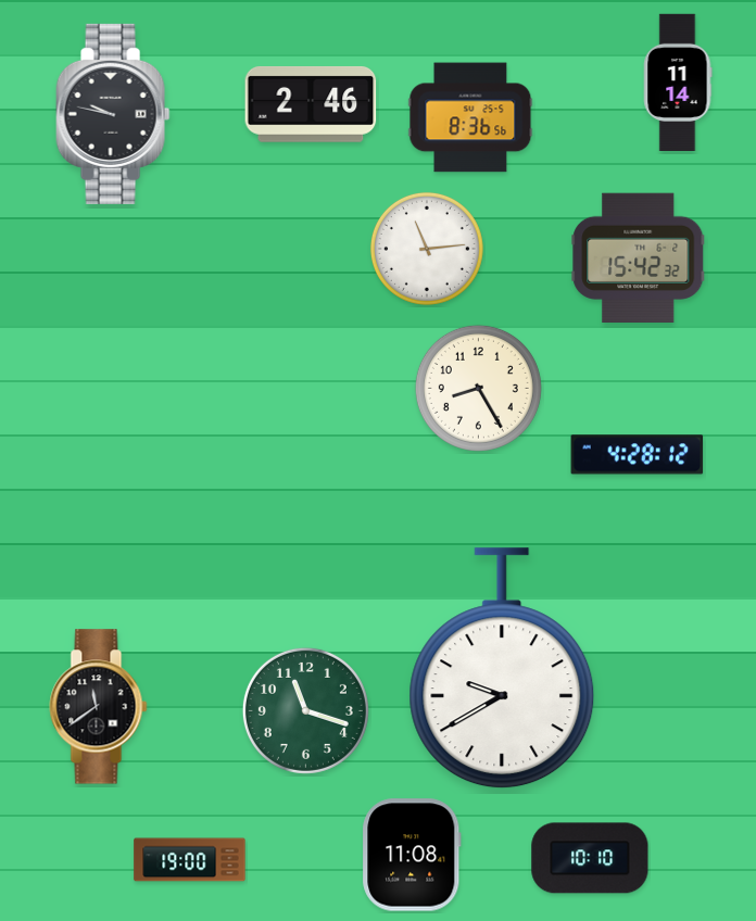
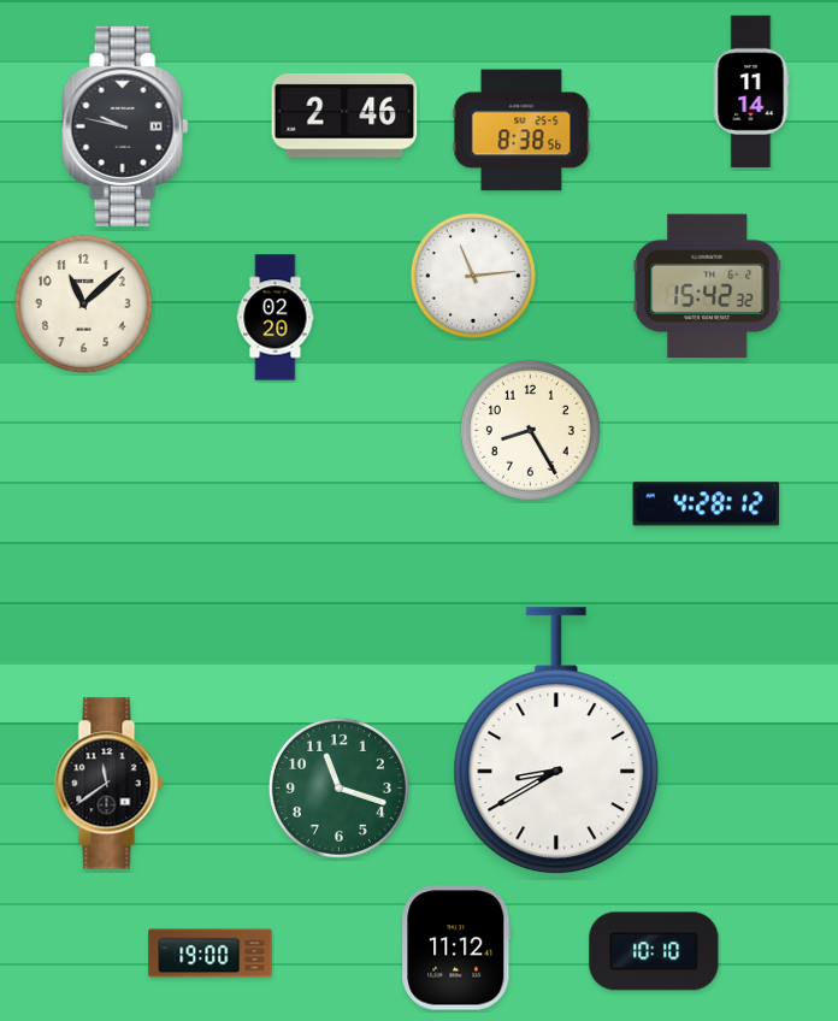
clock at (470, 117): 8:36 -> 8:38
clock at (83, 303): none -> 11:08
clock at (276, 318): none -> 02:20
clock at (502, 669): 9:40 -> 8:40
clock at (412, 855): 11:08 -> 11:12
